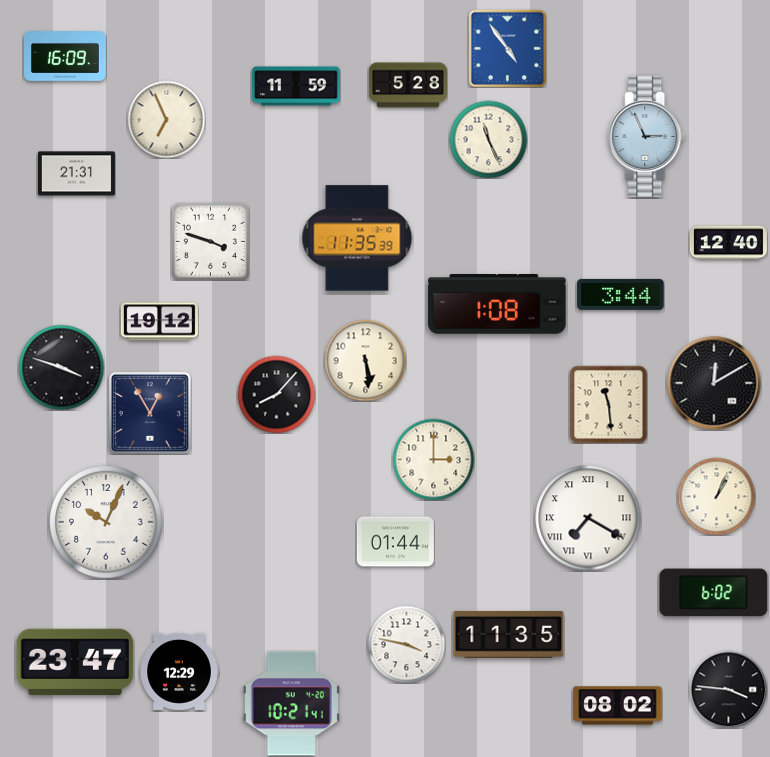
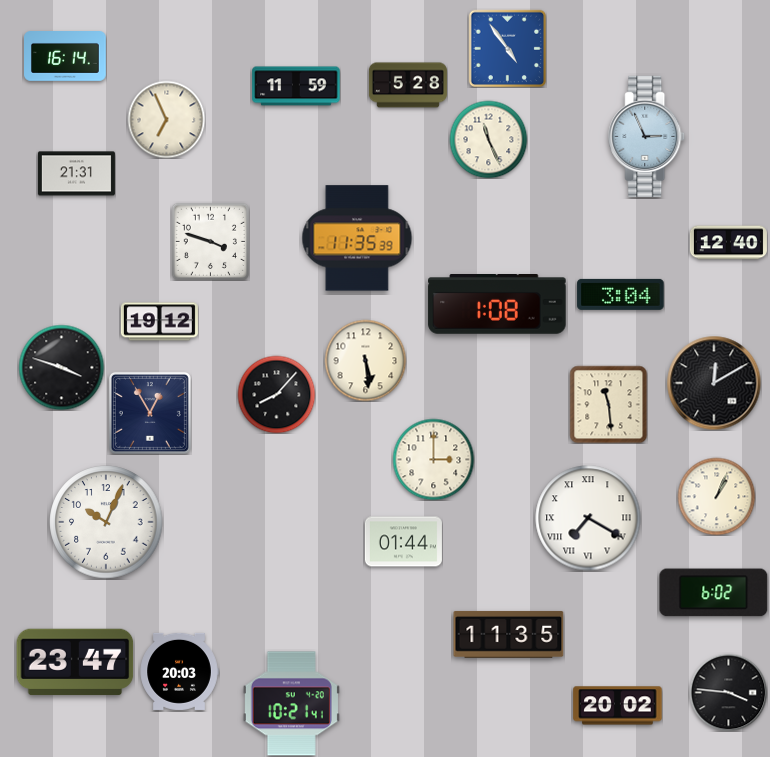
clock at (66, 57): 16:09 -> 16:14
clock at (621, 294): 3:44 -> 3:04
clock at (395, 542) position: (395, 542) -> (403, 542)
clock at (406, 644): 3:47 -> none
clock at (179, 671): 12:29 -> 20:03
clock at (728, 689) position: (728, 689) -> (728, 692)
clock at (618, 706): 08:02 -> 20:02
